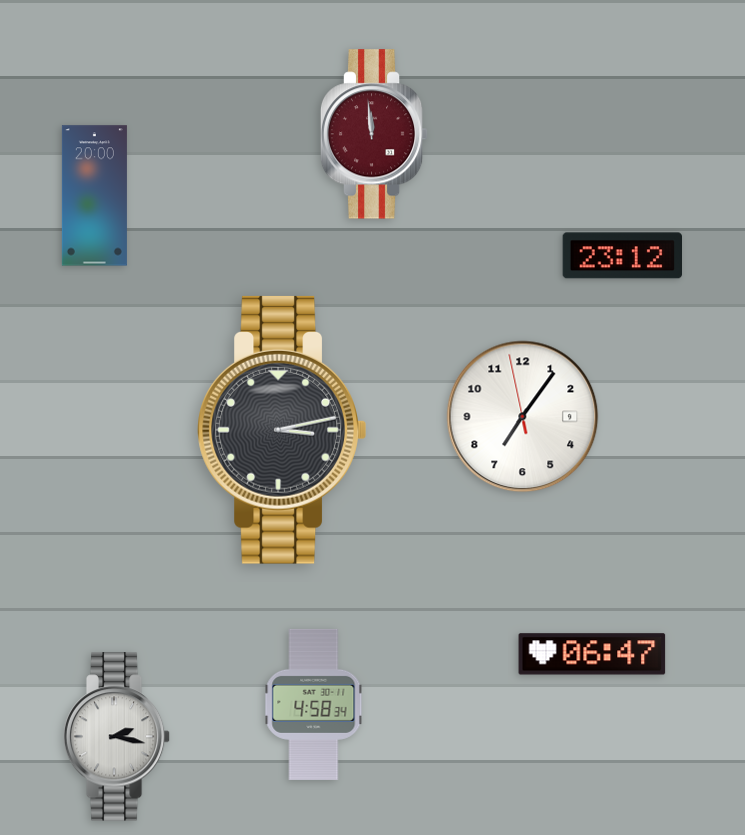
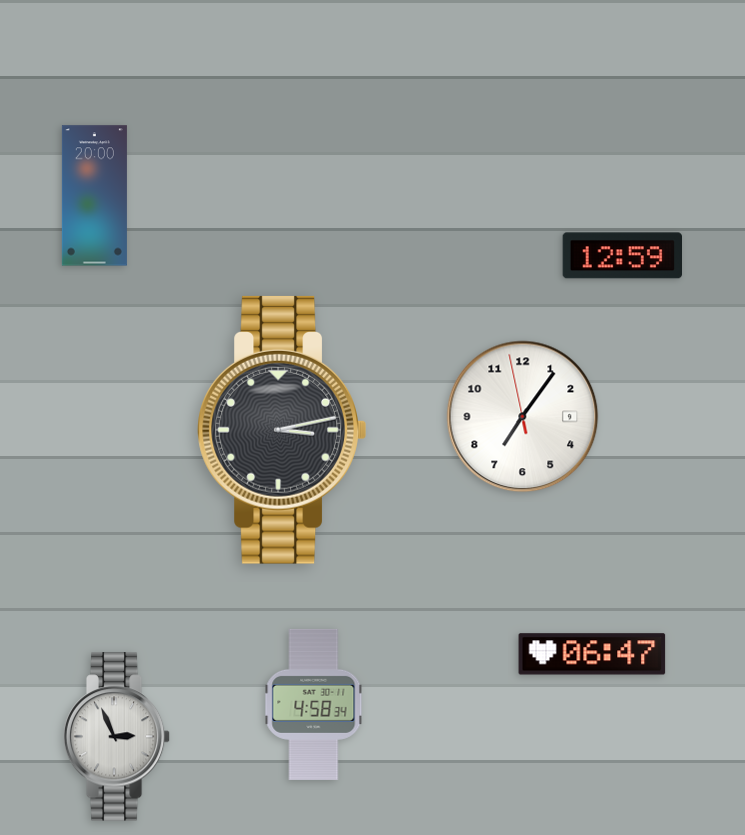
clock at (374, 134): 11:59 -> none
clock at (622, 256): 23:12 -> 12:59
clock at (117, 737): 2:17 -> 2:56
